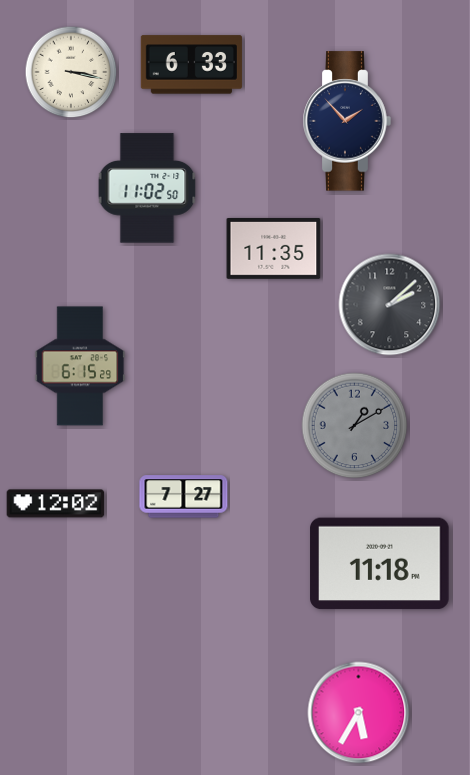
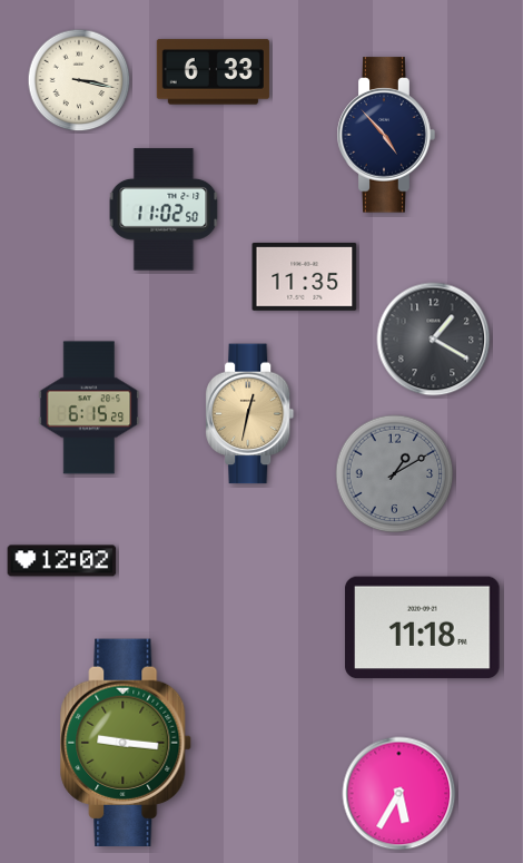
clock at (347, 121): 1:53 -> 4:53
clock at (390, 305): 2:08 -> 1:20
clock at (250, 414): none -> 12:32
clock at (184, 497): 7:27 -> none
clock at (127, 742): none -> 9:16
